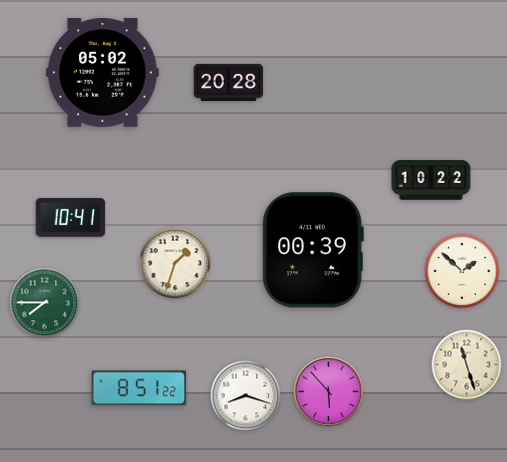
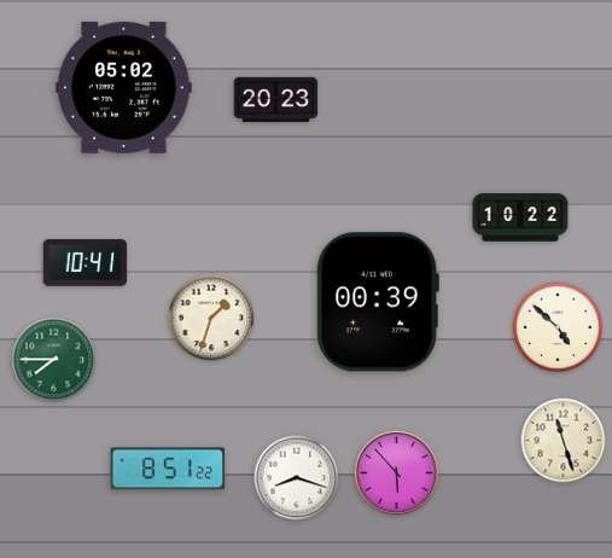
clock at (229, 82): 20:28 -> 20:23
clock at (462, 271): 1:52 -> 4:52
clock at (45, 303) position: (45, 303) -> (54, 360)
